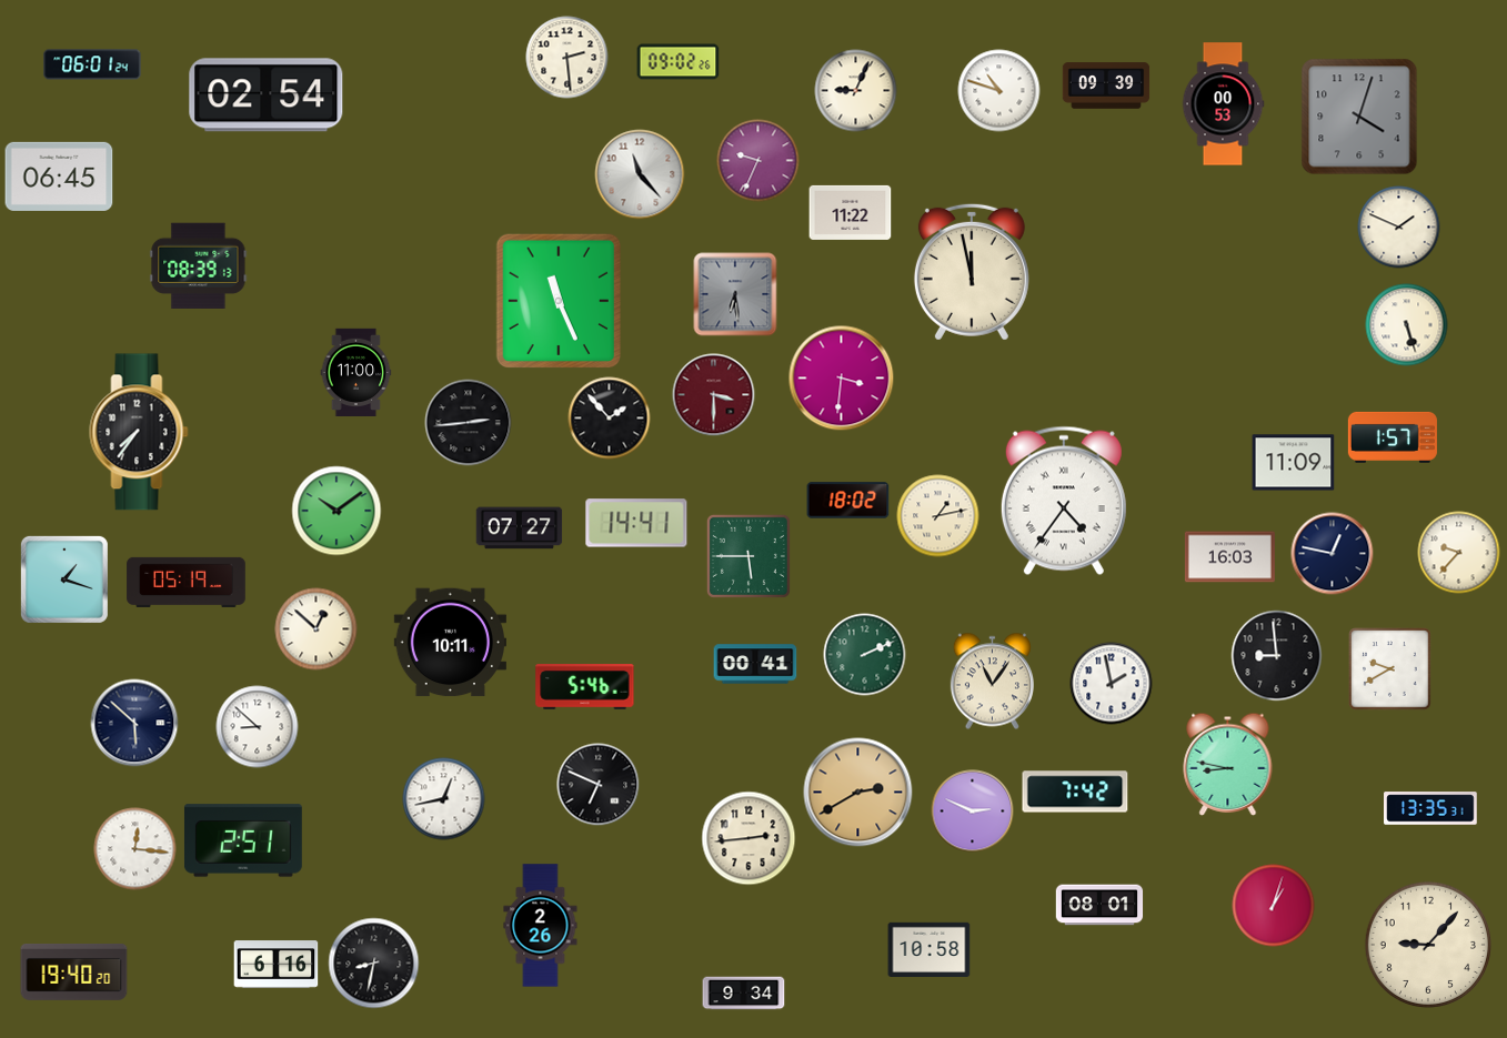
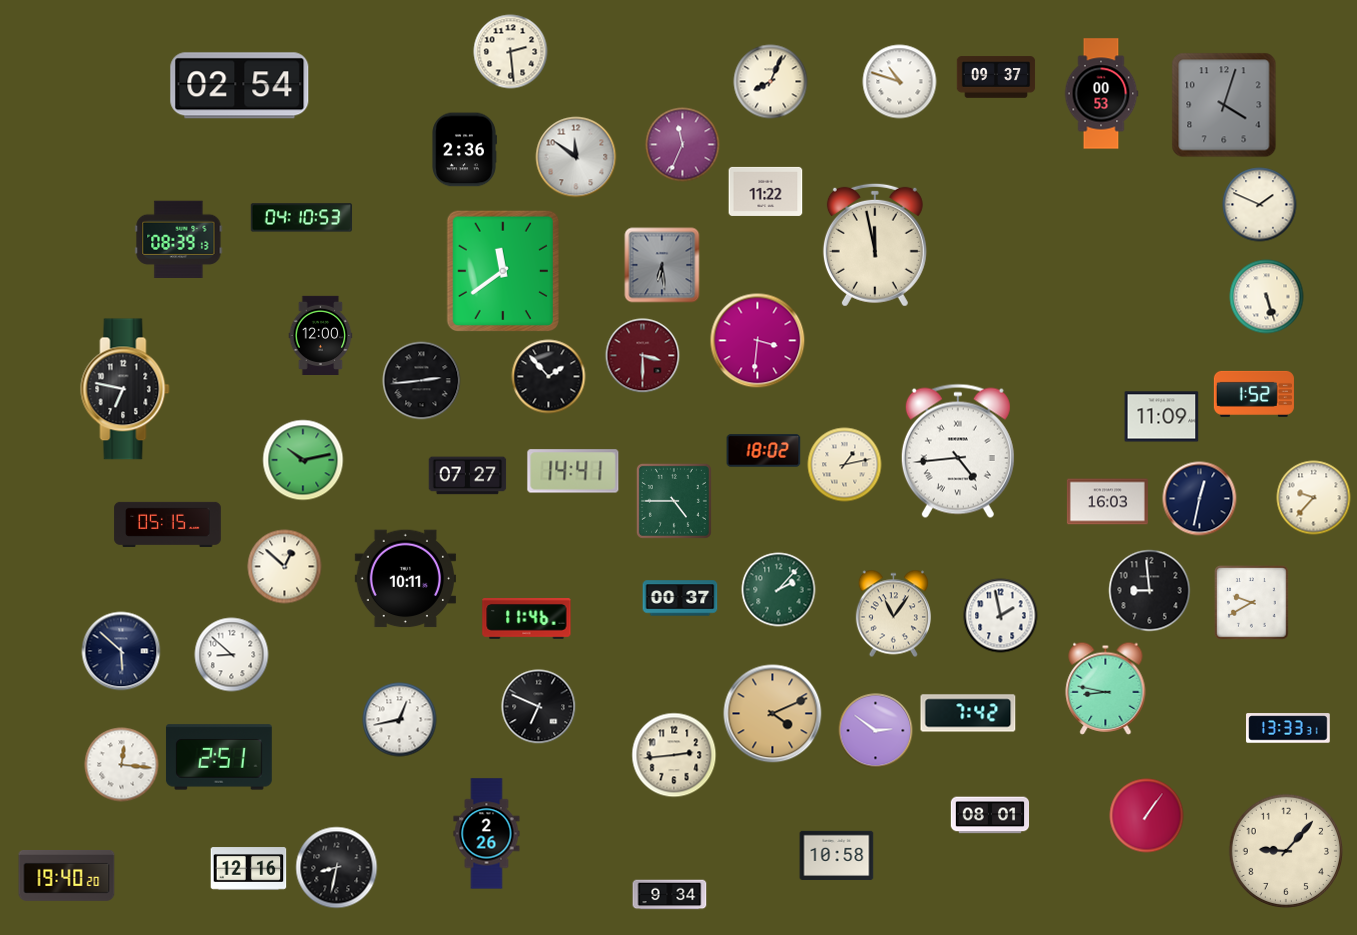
clock at (679, 62): 09:02 -> none
clock at (92, 64): 06:01 -> none
clock at (1106, 85): 09:39 -> 09:37
clock at (856, 91): 9:04 -> 8:04
clock at (758, 161): 9:34 -> 11:34
clock at (464, 150): none -> 2:36
clock at (640, 174): 11:23 -> 11:51
clock at (59, 177): 06:45 -> none
clock at (302, 218): none -> 04:10
clock at (557, 300): 11:26 -> 11:39
clock at (1407, 325) position: (1407, 325) -> (1267, 297)
clock at (356, 372): 11:00 -> 12:00
clock at (139, 432): 7:36 -> 6:47
clock at (1393, 437): 1:57 -> 1:52
clock at (1294, 463) position: (1294, 463) -> (1162, 417)
clock at (1064, 501): 4:36 -> 4:44
clock at (336, 511): 10:09 -> 10:13
clock at (1333, 554): 12:47 -> 12:32
clock at (749, 556): 5:45 -> 4:45
clock at (64, 580): 1:18 -> none
clock at (187, 582): 05:19 -> 05:15
clock at (865, 655): 2:11 -> 2:07
clock at (755, 664): 00:41 -> 00:37
clock at (585, 687): 5:46 -> 11:46
clock at (858, 793): 2:40 -> 4:11
clock at (1430, 808): 13:35 -> 13:33
clock at (973, 812): 2:49 -> 2:51
clock at (1274, 906): 1:03 -> 1:06
clock at (277, 965): 6:16 -> 12:16
